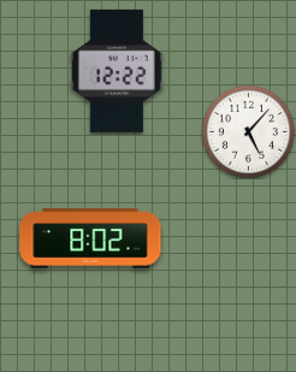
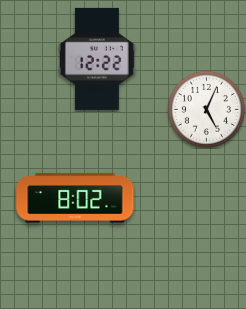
clock at (248, 131): 5:07 -> 5:04
